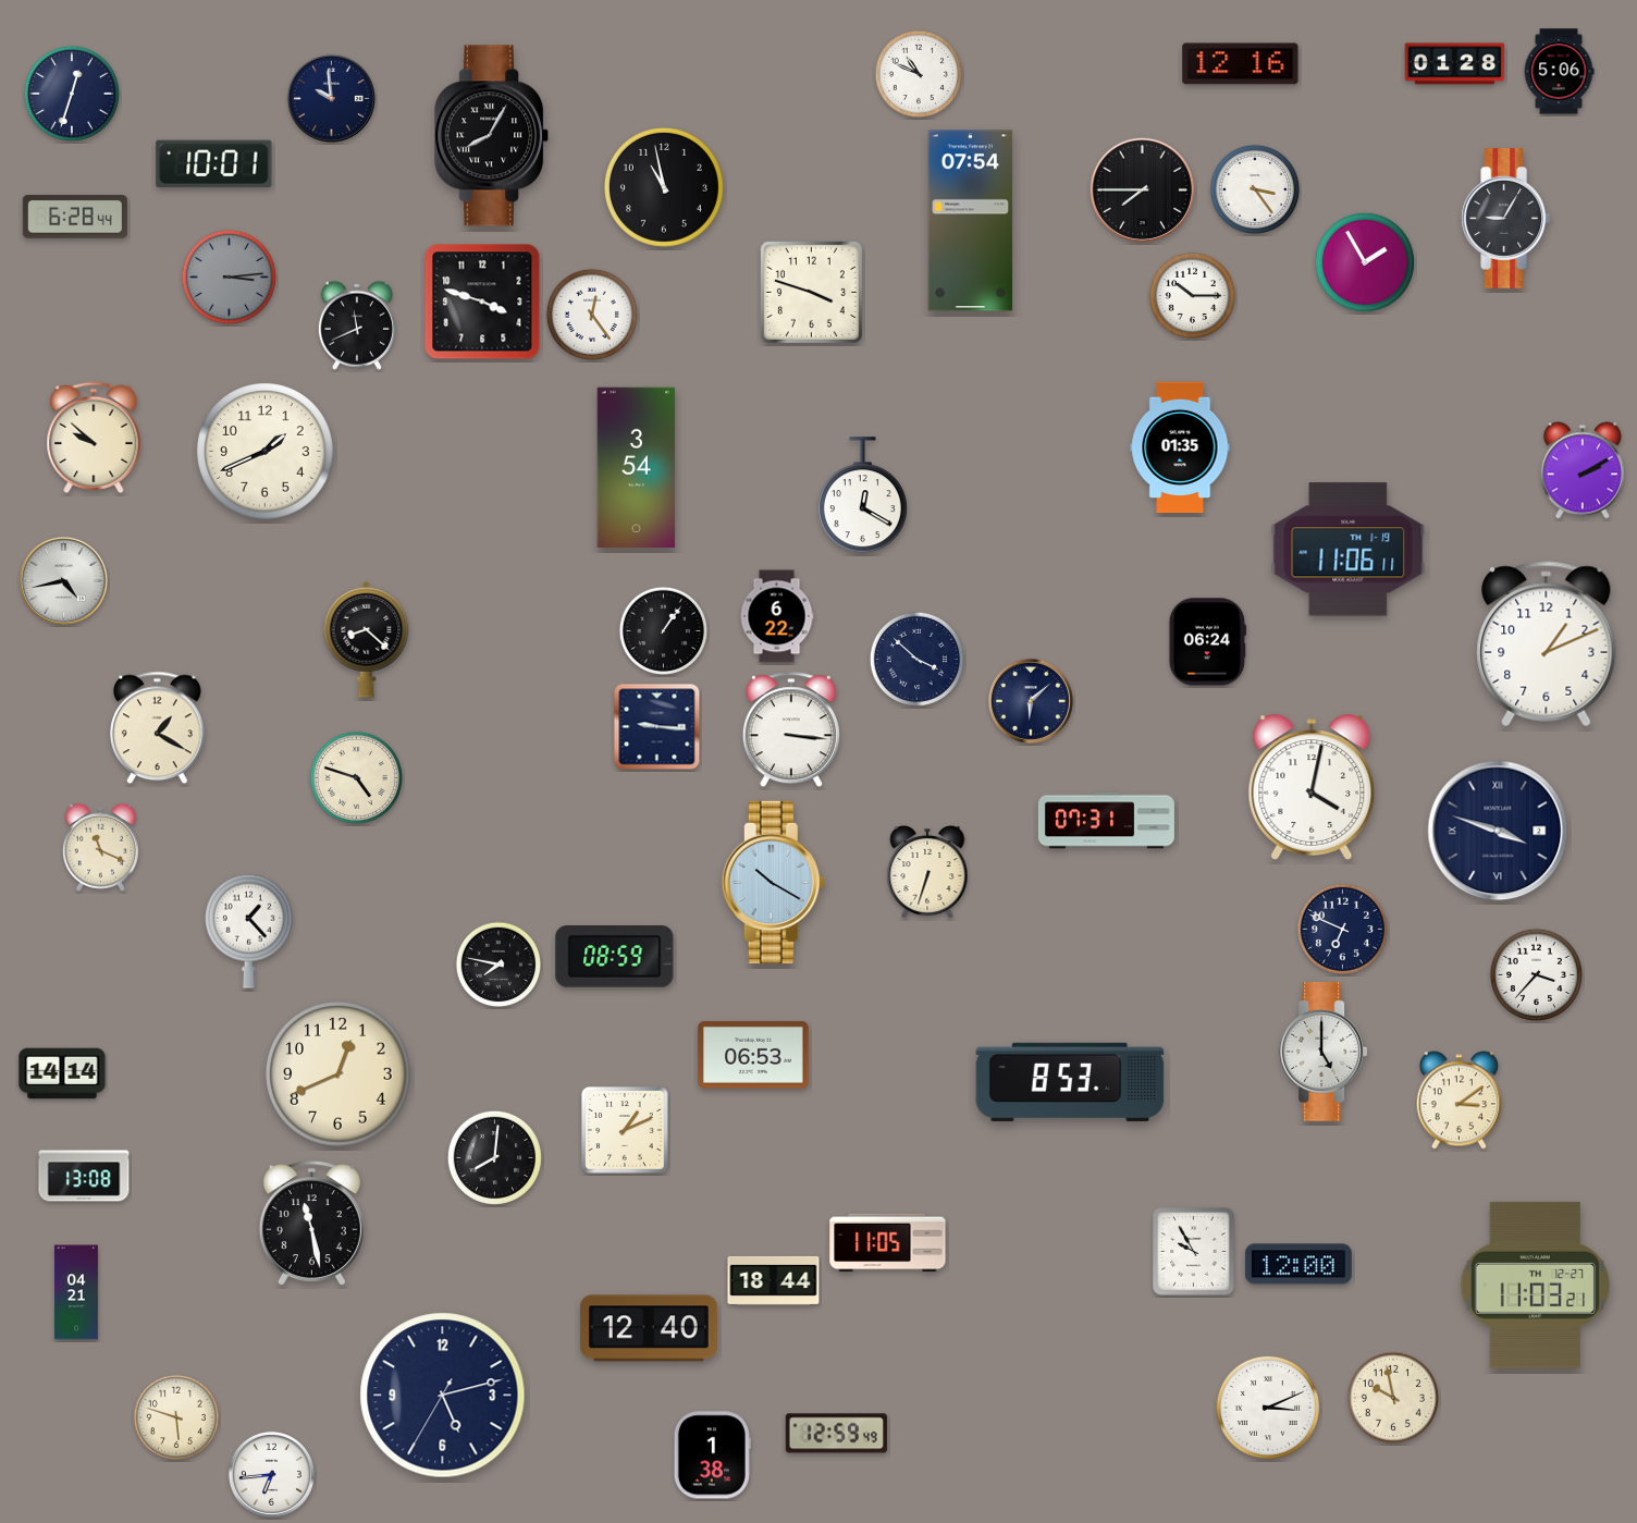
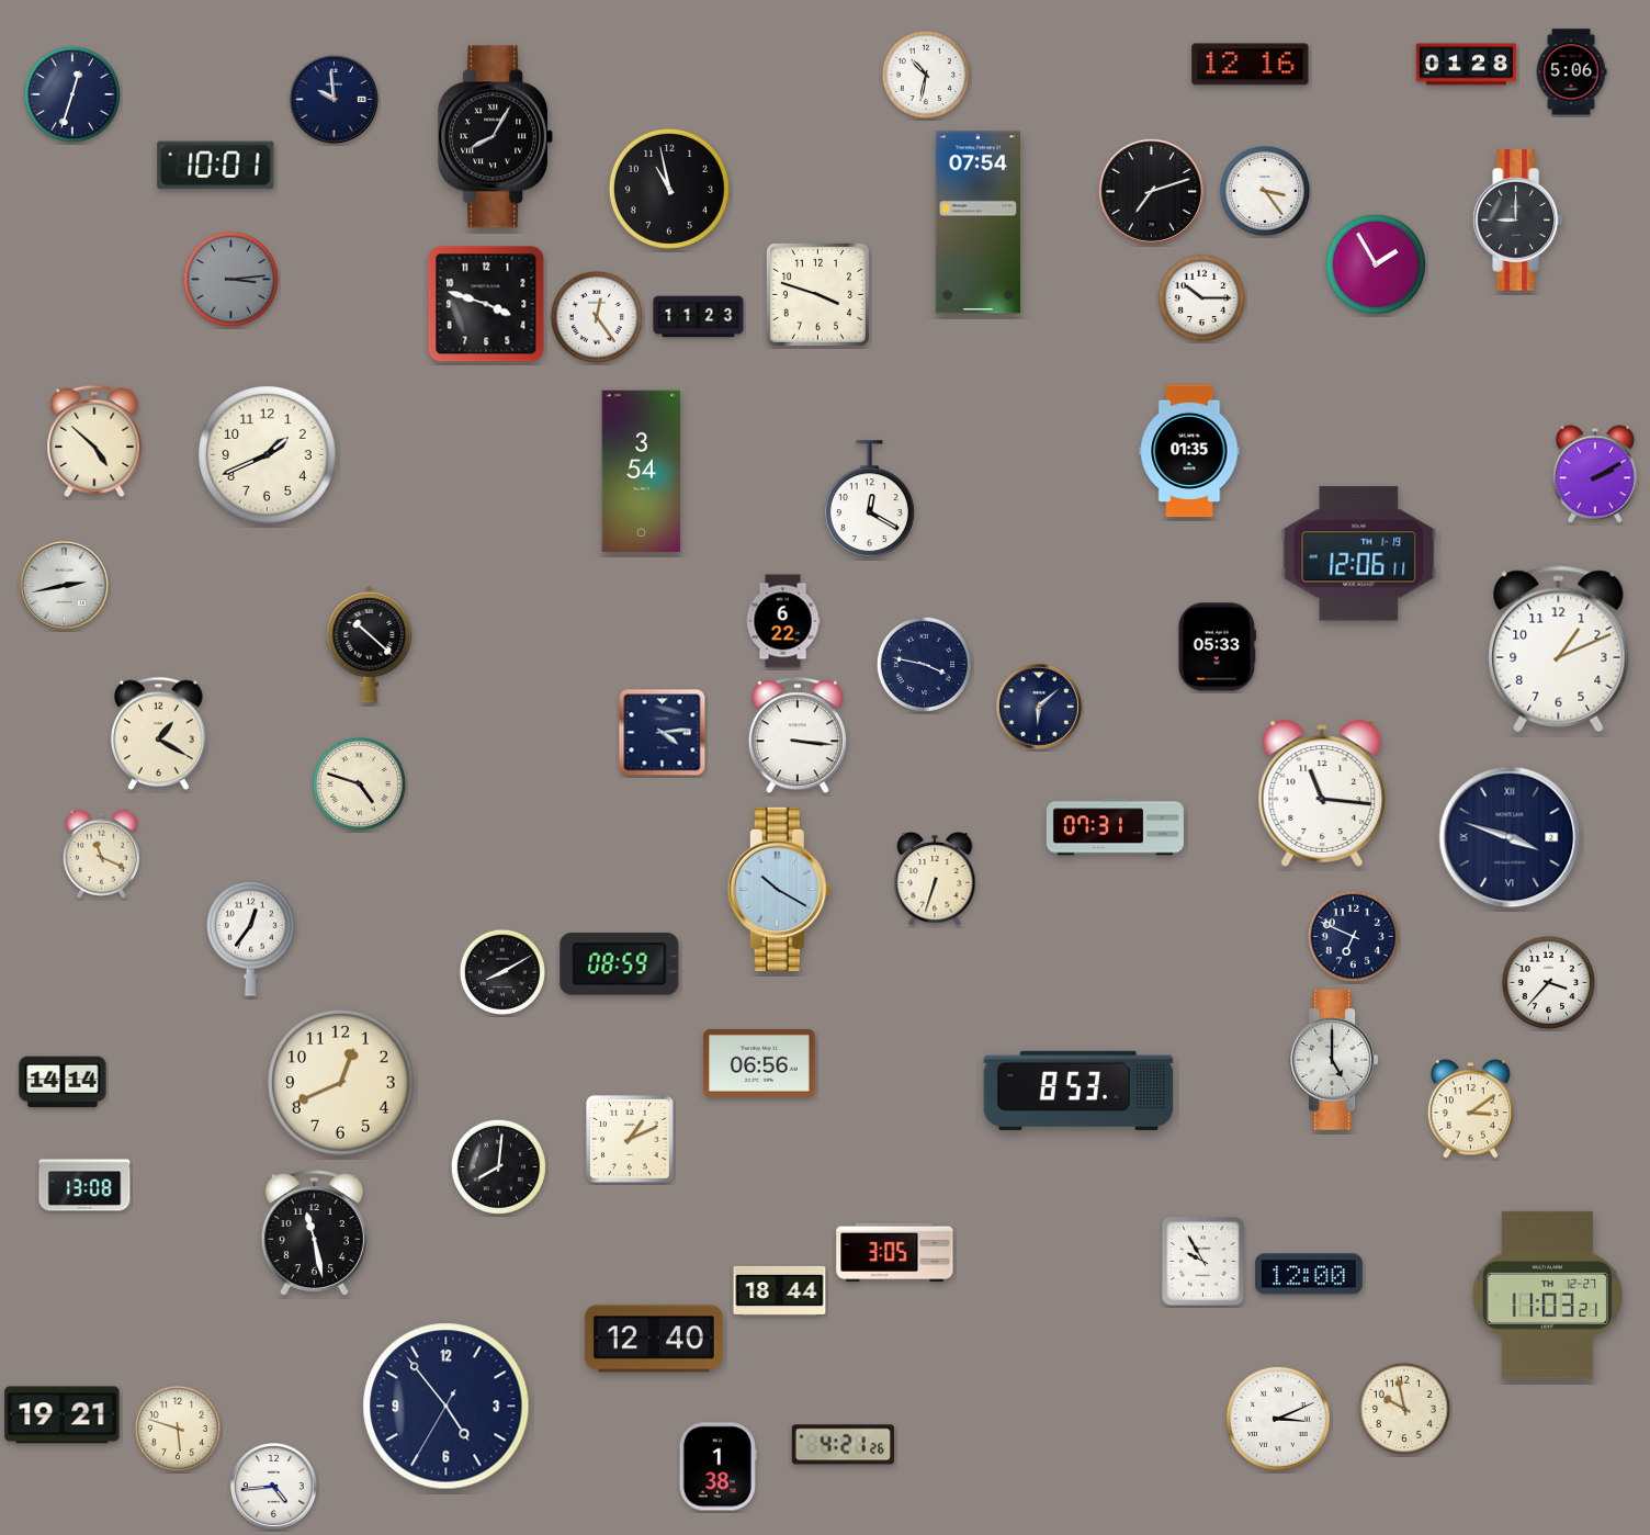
clock at (918, 73): 10:49 -> 10:32
clock at (1142, 189): 7:45 -> 7:12
clock at (75, 217): 6:28 -> none
clock at (1505, 219): 9:05 -> 9:00
clock at (699, 317): none -> 11:23
clock at (357, 326): 11:41 -> none
clock at (94, 438): 9:52 -> 4:52
clock at (1349, 550): 11:06 -> 12:06
clock at (63, 580): 4:43 -> 2:43
clock at (663, 630): 1:06 -> none
clock at (367, 640): 8:22 -> 10:22
clock at (1207, 642): 06:24 -> 05:33
clock at (916, 659): 3:52 -> 3:47
clock at (657, 727): 9:16 -> 4:14
clock at (1312, 787): 4:02 -> 11:16
clock at (248, 931): 1:23 -> 12:36
clock at (499, 965): 7:47 -> 8:10
clock at (753, 1055): 06:53 -> 06:56
clock at (888, 1243): 11:05 -> 3:05
clock at (76, 1292): 04:21 -> none
clock at (443, 1396): 5:12 -> 4:53
clock at (63, 1415): none -> 19:21
clock at (836, 1434): 12:59 -> 4:21
clock at (271, 1474): 6:44 -> 4:44
